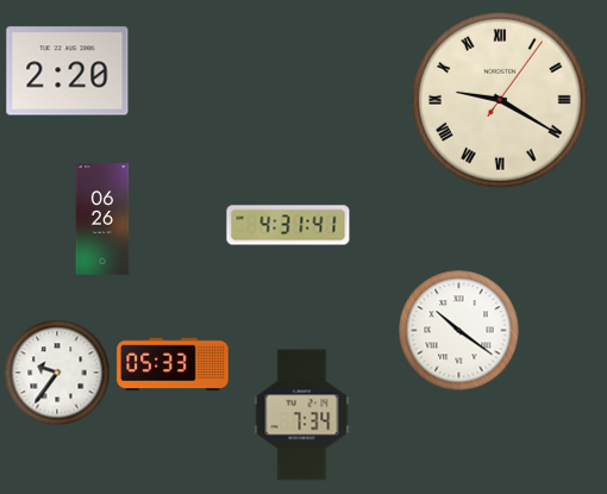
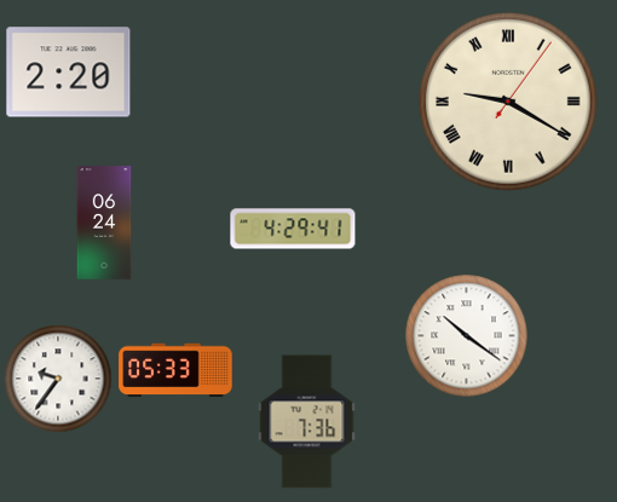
clock at (102, 219): 06:26 -> 06:24
clock at (288, 225): 4:31 -> 4:29
clock at (302, 415): 7:34 -> 7:36
